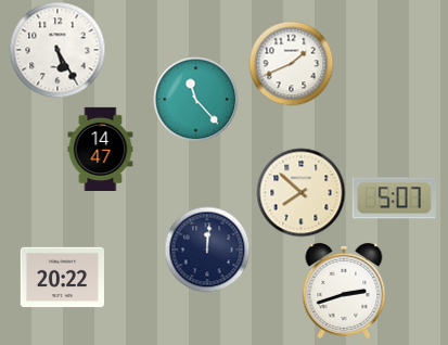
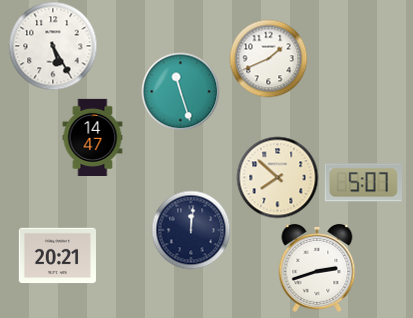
clock at (195, 99): 11:23 -> 11:27
clock at (62, 278): 20:22 -> 20:21
